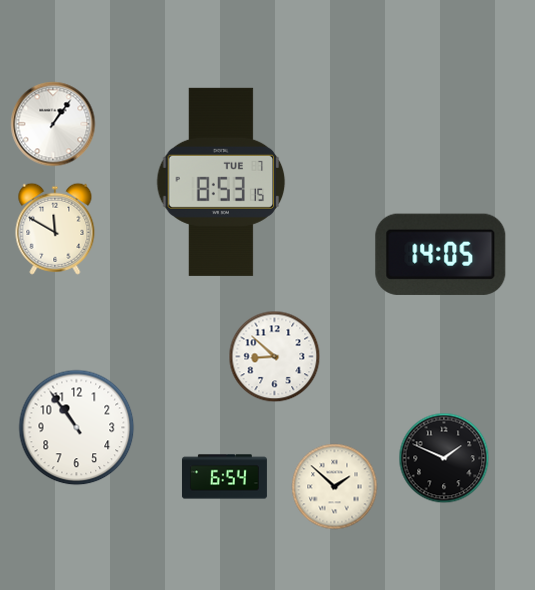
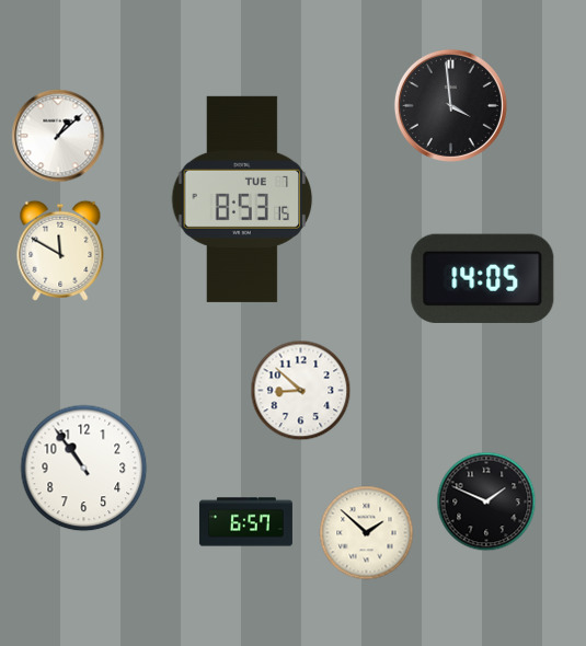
clock at (450, 105): none -> 3:59
clock at (53, 124): 1:06 -> 1:08
clock at (224, 477): 6:54 -> 6:57
